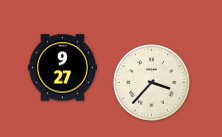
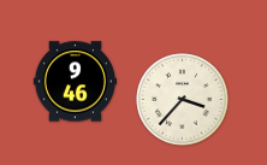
clock at (62, 68): 9:27 -> 9:46
